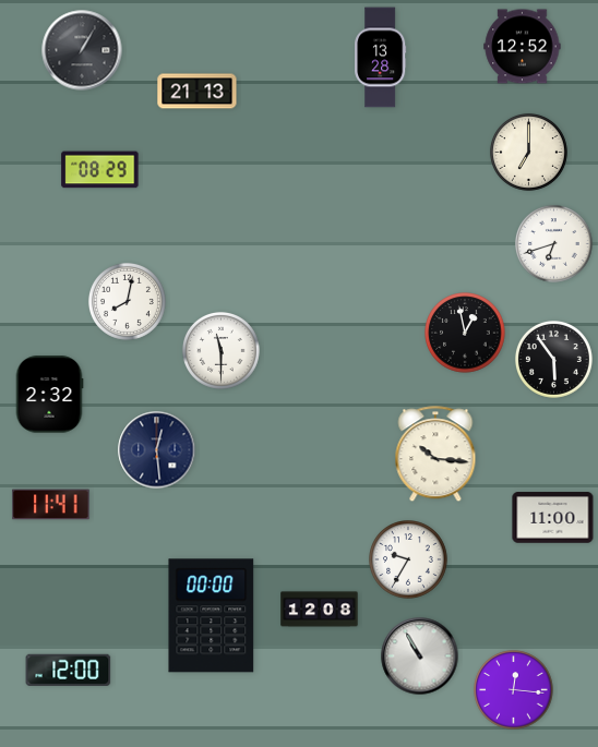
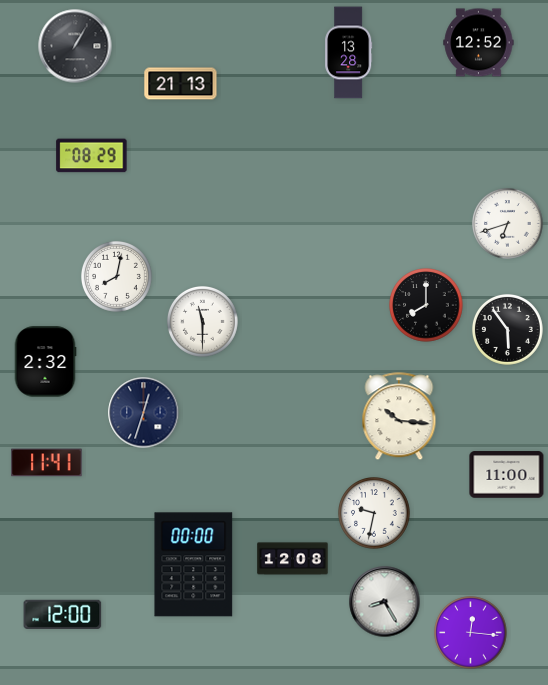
clock at (528, 152): 7:00 -> none
clock at (465, 333): 12:58 -> 8:00
clock at (157, 450): 12:29 -> 12:33
clock at (409, 561): 9:35 -> 9:32
clock at (420, 656): 10:55 -> 8:25
